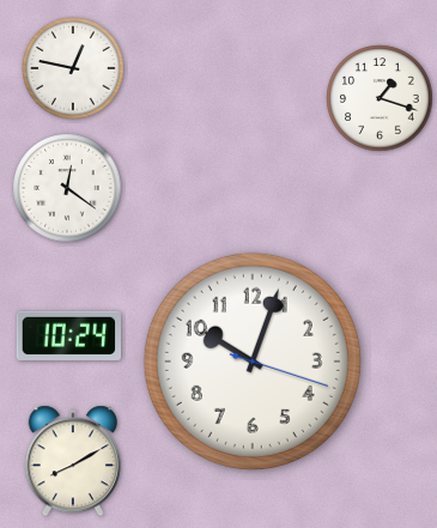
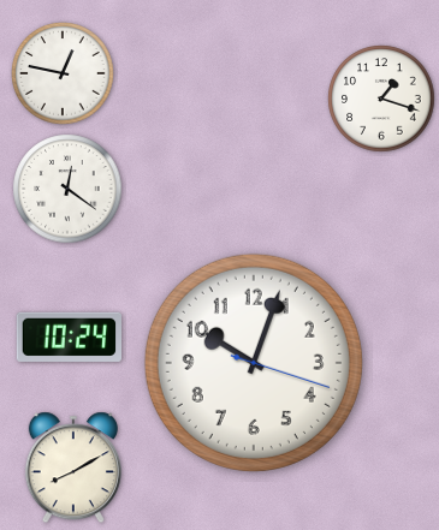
clock at (73, 68) position: (73, 68) -> (63, 73)
clock at (73, 461) position: (73, 461) -> (73, 468)
